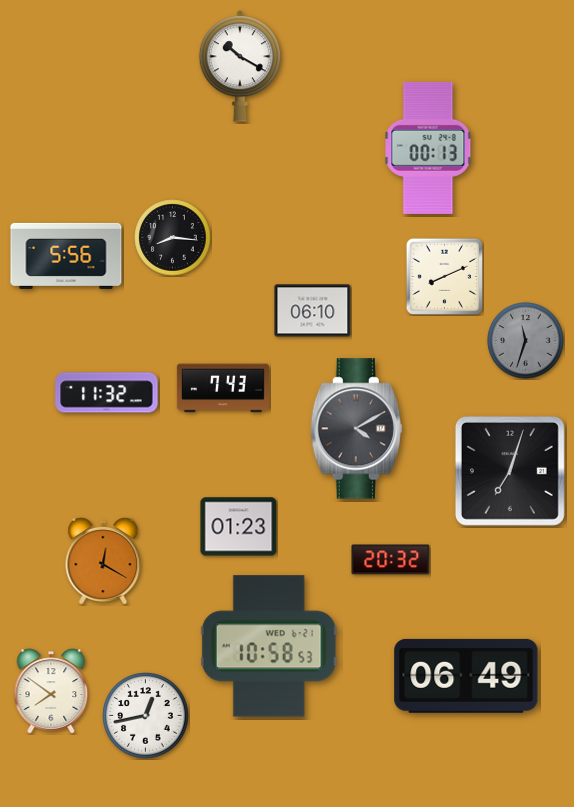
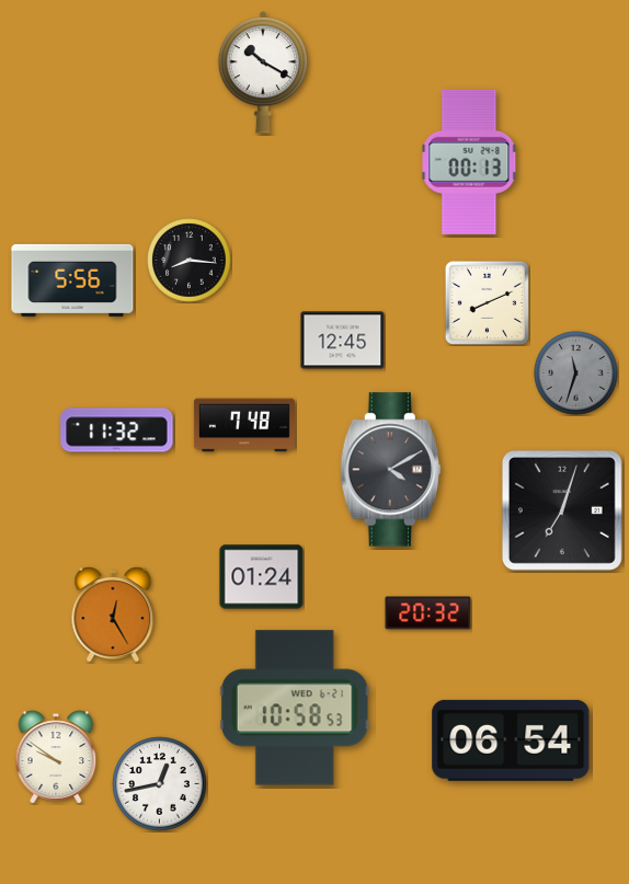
clock at (313, 311): 06:10 -> 12:45
clock at (223, 388): 7:43 -> 7:48
clock at (510, 471) position: (510, 471) -> (562, 510)
clock at (239, 527): 01:23 -> 01:24
clock at (103, 560): 12:20 -> 12:25
clock at (466, 676): 06:49 -> 06:54
clock at (51, 691): 7:51 -> 9:51
